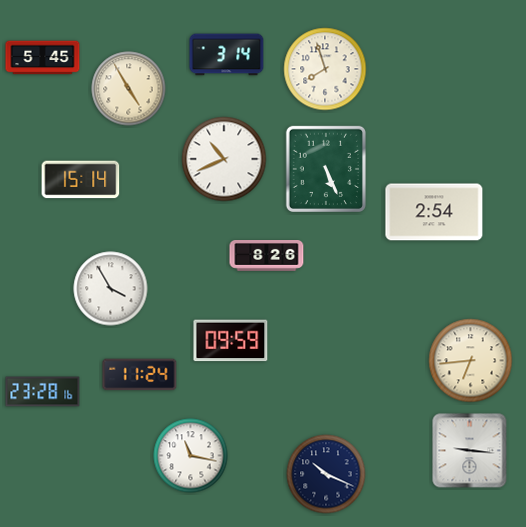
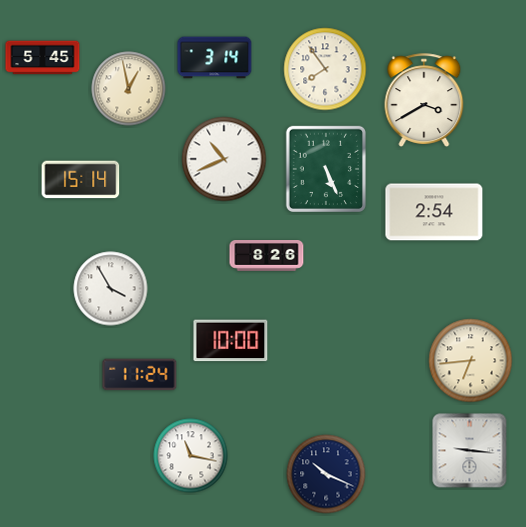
clock at (227, 55) position: (227, 55) -> (215, 58)
clock at (325, 69): 7:57 -> 7:54
clock at (129, 89): 4:55 -> 12:58
clock at (424, 100): none -> 3:40
clock at (231, 341): 09:59 -> 10:00
clock at (43, 392): 23:28 -> none
